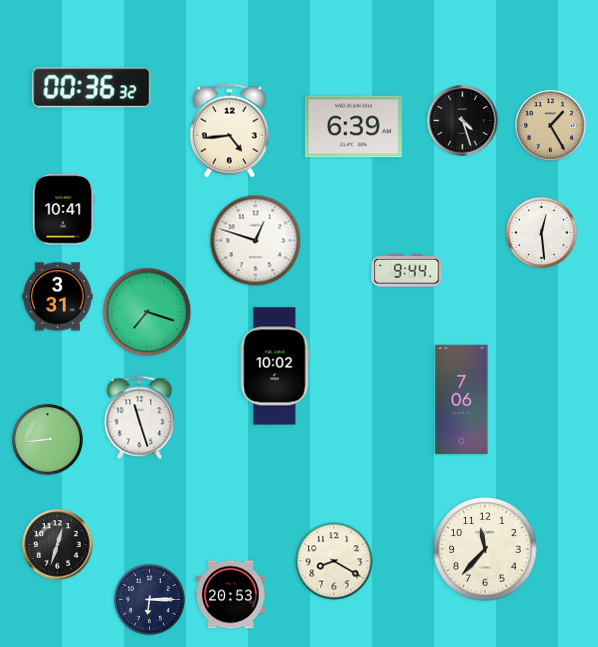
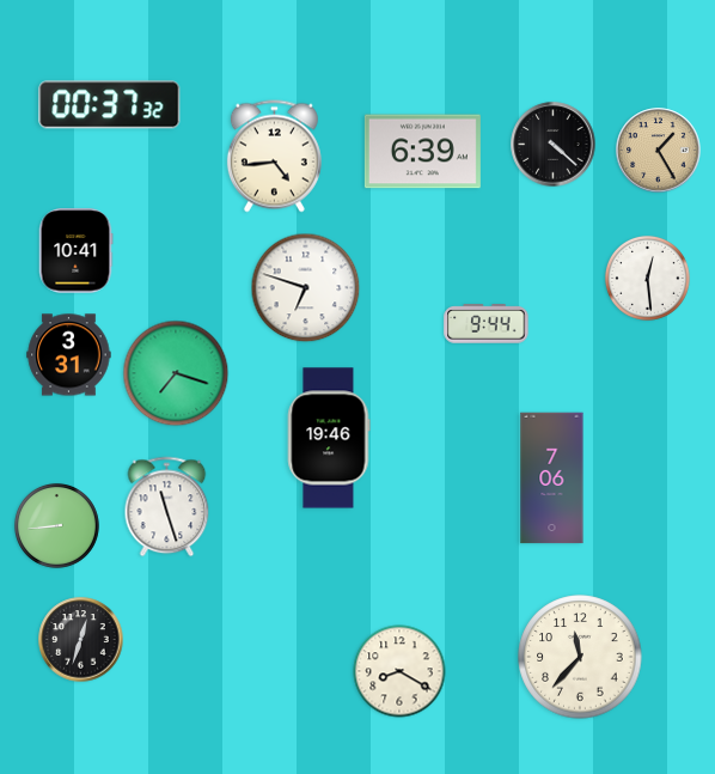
clock at (92, 88): 00:36 -> 00:37
clock at (463, 121): 4:27 -> 4:22
clock at (256, 241): 12:48 -> 6:48
clock at (275, 366): 10:02 -> 19:46
clock at (140, 418) position: (140, 418) -> (167, 507)
clock at (58, 545) position: (58, 545) -> (81, 640)
clock at (231, 595): 20:53 -> none
clock at (149, 599): 6:15 -> none
